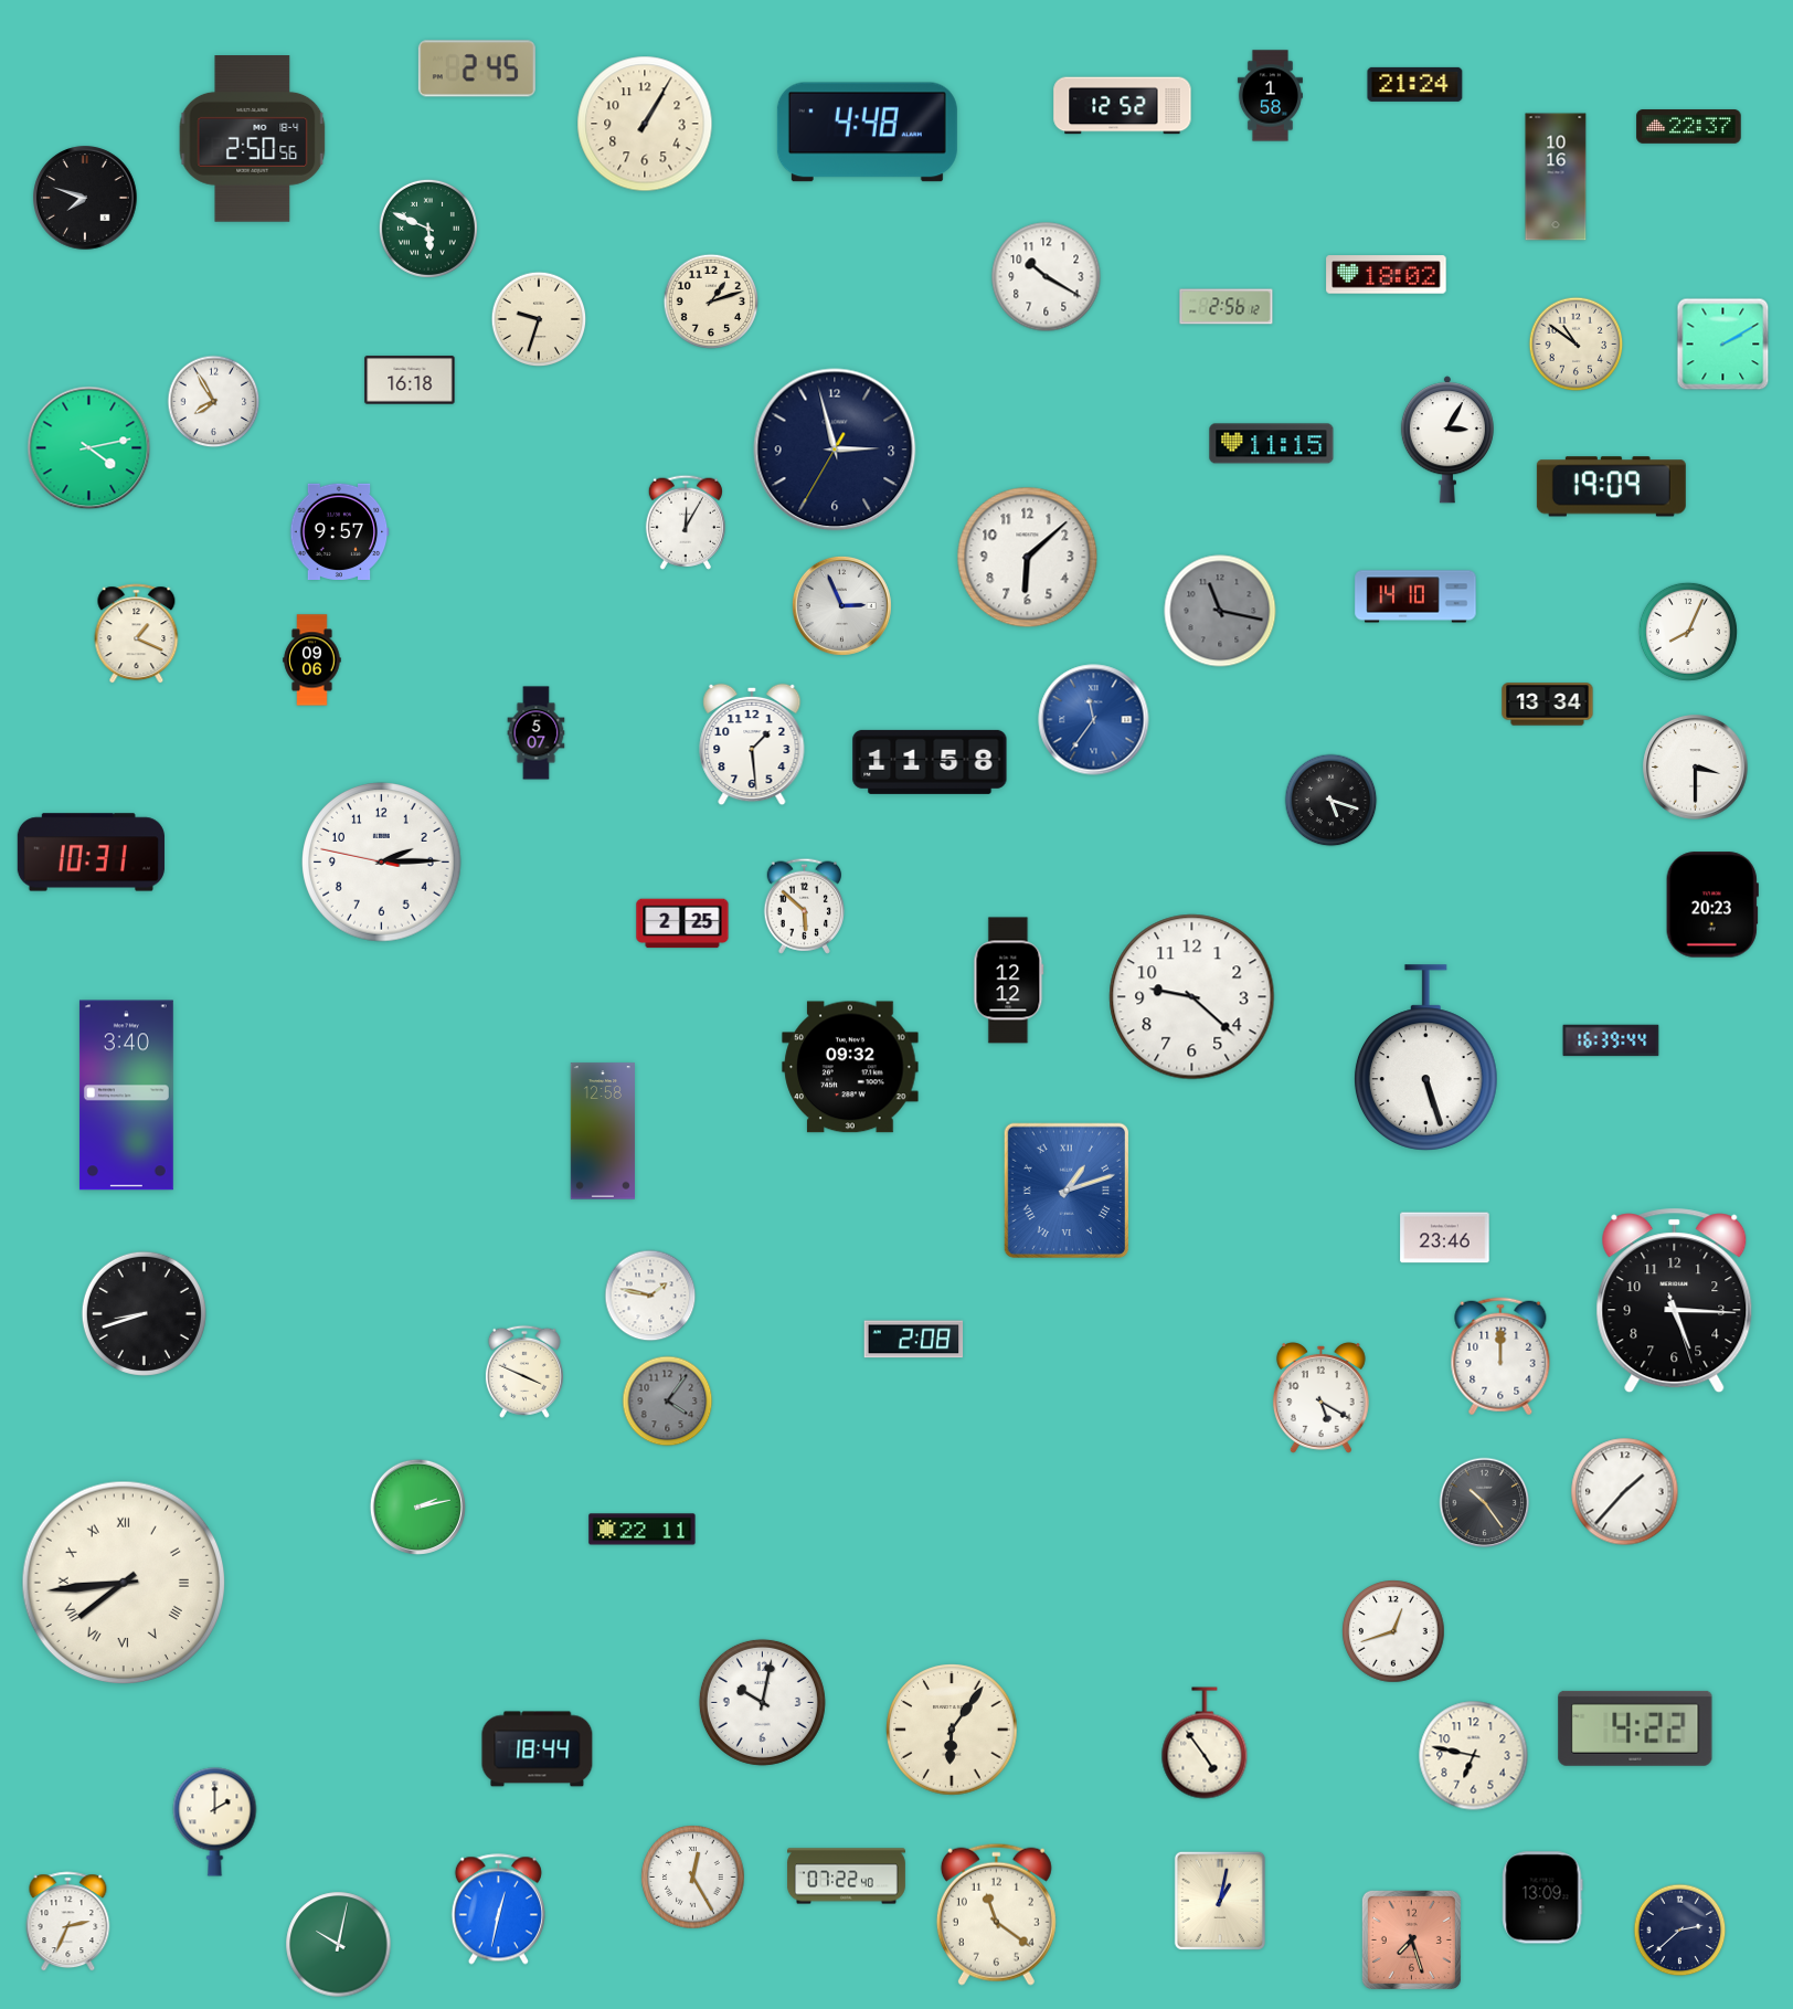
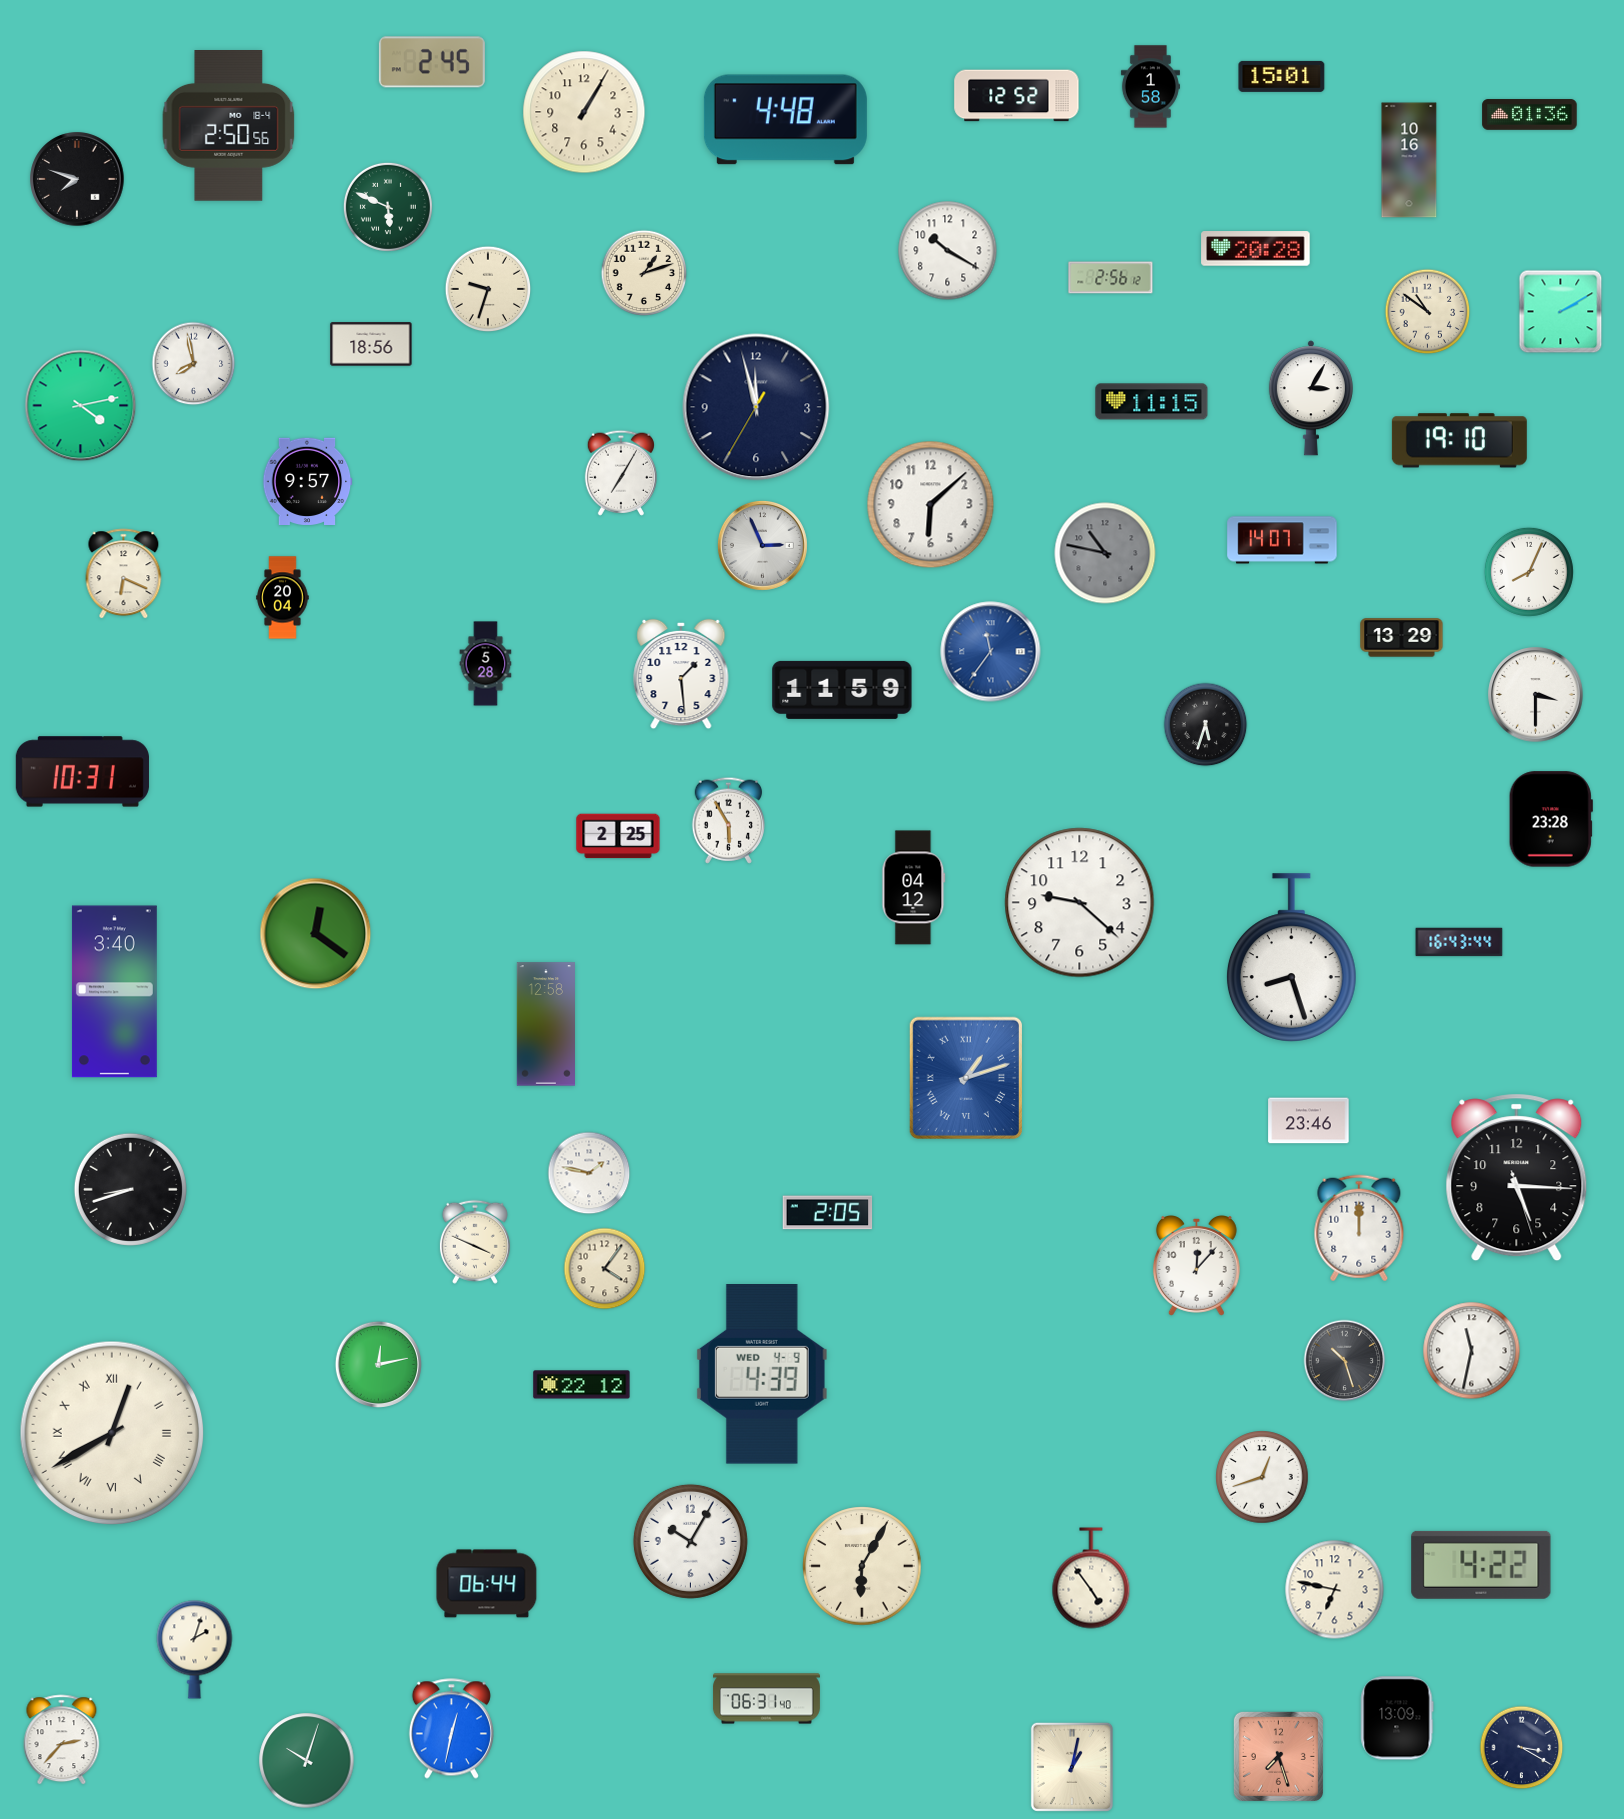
clock at (1415, 84): 21:24 -> 15:01
clock at (1689, 127): 22:37 -> 01:36
clock at (1387, 275): 18:02 -> 20:28
clock at (410, 380): 16:18 -> 18:56
clock at (214, 402): 7:55 -> 7:58
clock at (835, 450): 2:57 -> 11:57
clock at (1611, 487): 19:09 -> 19:10
clock at (686, 522): 12:05 -> 7:05
clock at (1415, 596): 14:10 -> 14:07
clock at (841, 605) position: (841, 605) -> (762, 545)
clock at (1220, 611): 11:17 -> 10:47
clock at (137, 634): 1:19 -> 6:19
clock at (312, 660): 09:06 -> 20:04
clock at (1548, 705): 13:34 -> 13:29
clock at (537, 733): 5:07 -> 5:28
clock at (930, 762): 11:58 -> 11:59
clock at (1332, 801): 5:18 -> 5:33
clock at (382, 863): 2:14 -> none
clock at (1712, 905): 20:23 -> 23:28
clock at (804, 906): 5:52 -> 5:55
clock at (1009, 981): 12:12 -> 04:12
clock at (316, 934): none -> 12:21
clock at (1611, 1040): 16:39 -> 16:43
clock at (1425, 1058): 5:27 -> 8:27
clock at (850, 1067): 09:32 -> none
clock at (914, 1340): 2:08 -> 2:05
clock at (1320, 1398): 5:20 -> 12:07
clock at (668, 1402) dial: grey -> cream
clock at (1625, 1492): 1:37 -> 11:32
clock at (1485, 1503): 10:24 -> 10:27
clock at (417, 1506): 2:13 -> 12:13
clock at (762, 1375): none -> 4:39
clock at (643, 1530): 22:11 -> 22:12
clock at (124, 1583): 7:44 -> 12:40
clock at (762, 1702): 10:02 -> 10:05
clock at (952, 1730): 6:06 -> 6:05
clock at (538, 1749): 18:44 -> 06:44
clock at (215, 1822): 2:00 -> 2:03
clock at (847, 1876): 07:22 -> 06:31
clock at (693, 1878): 12:25 -> none
clock at (1220, 1901) position: (1220, 1901) -> (1072, 1767)
clock at (996, 1914): 11:21 -> none
clock at (68, 1922): 2:34 -> 2:37
clock at (1680, 1931): 2:38 -> 3:20
clock at (339, 1945): 10:02 -> 10:03
